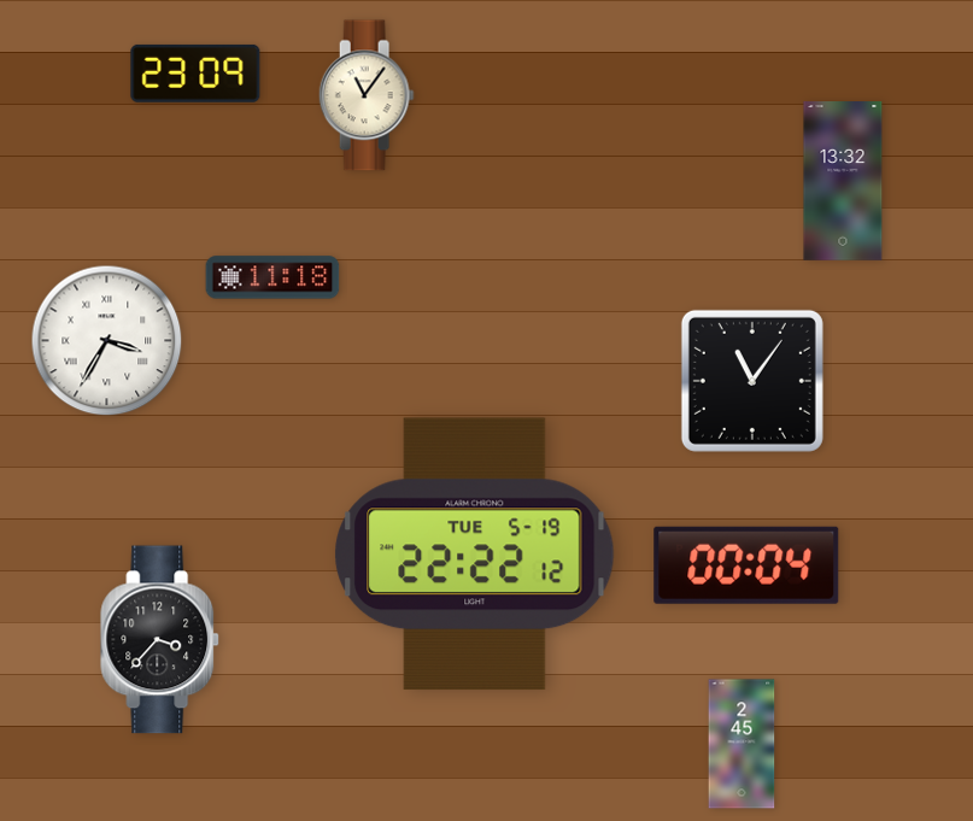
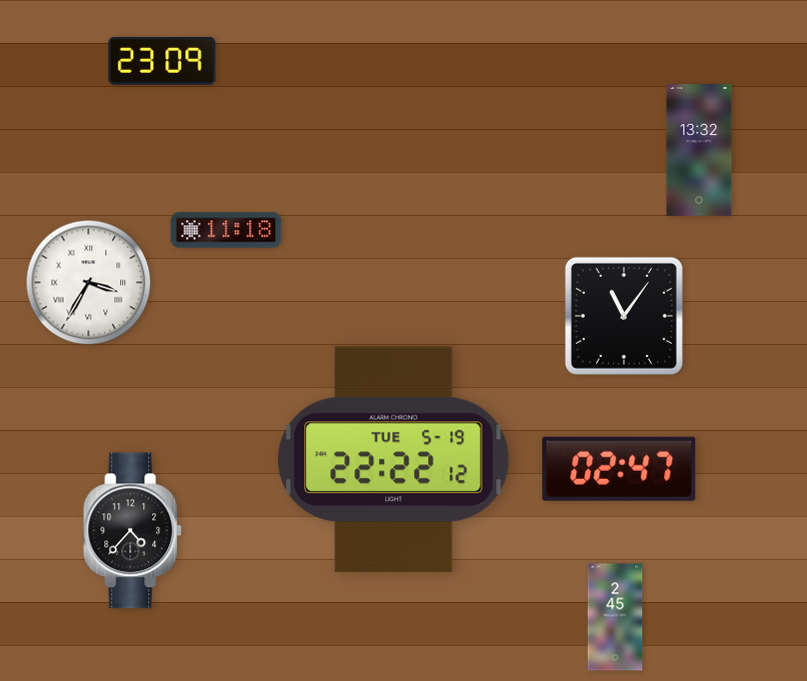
clock at (367, 95): 11:06 -> none
clock at (746, 565): 00:04 -> 02:47
clock at (160, 640): 3:37 -> 4:37
